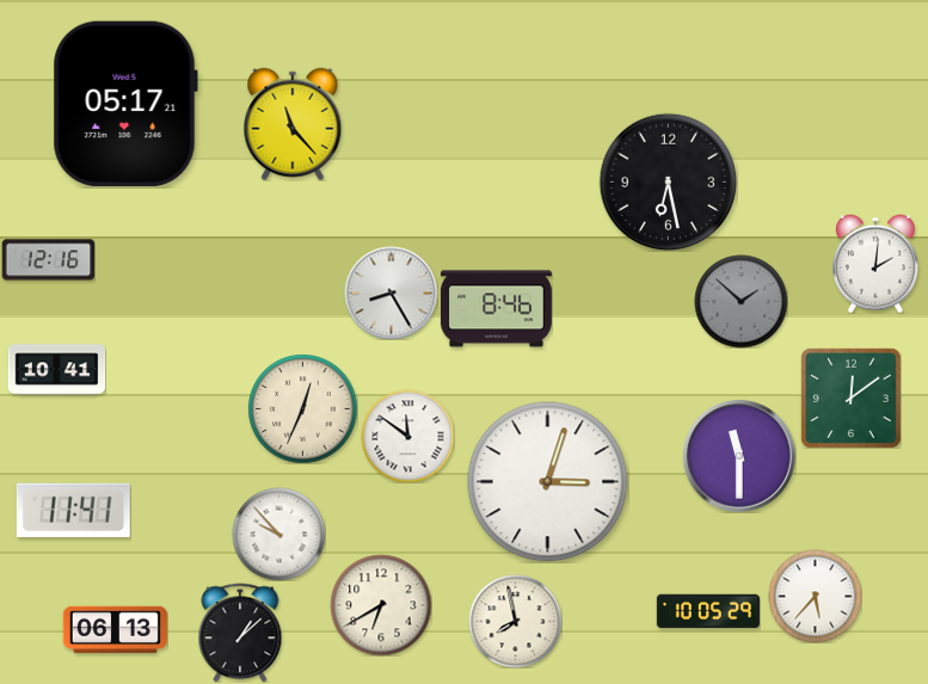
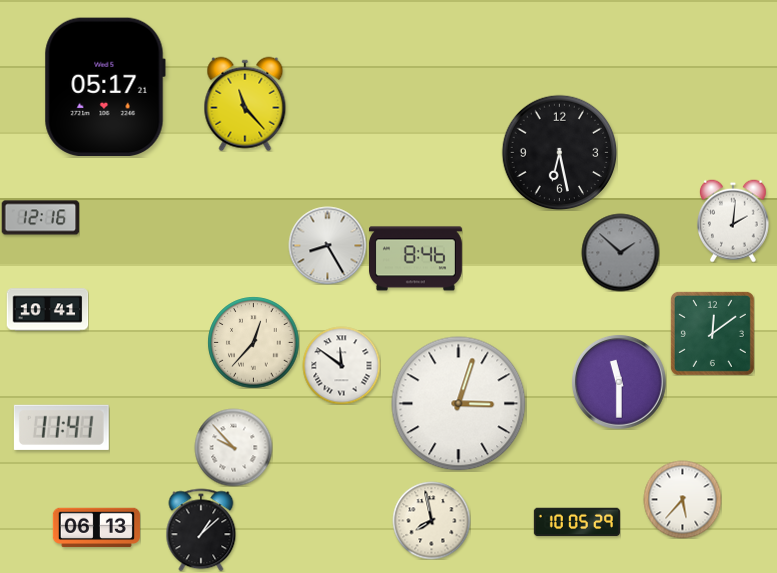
clock at (302, 408): 12:34 -> 12:37
clock at (381, 605): 6:40 -> none
clock at (708, 611) position: (708, 611) -> (577, 522)
